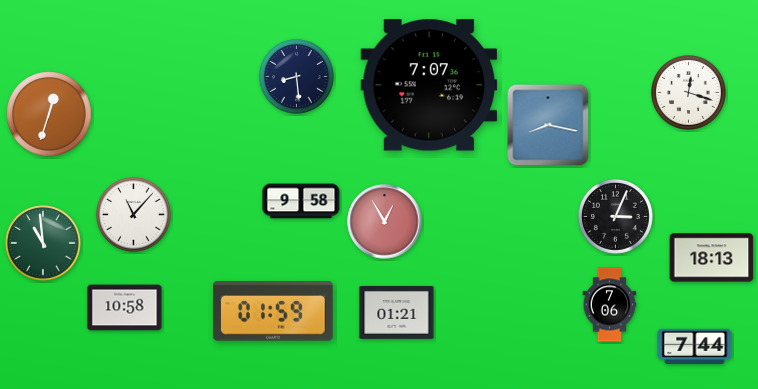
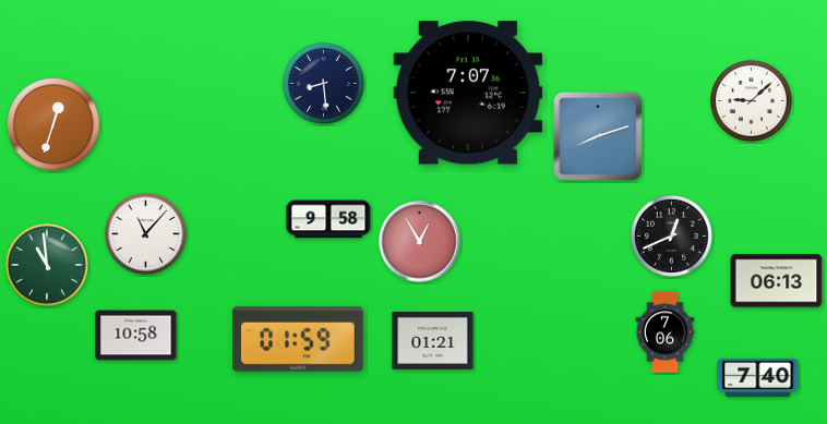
clock at (688, 92): 12:18 -> 9:08
clock at (548, 125): 8:17 -> 8:12
clock at (615, 216): 3:04 -> 12:41
clock at (712, 258): 18:13 -> 06:13
clock at (695, 346): 7:44 -> 7:40
